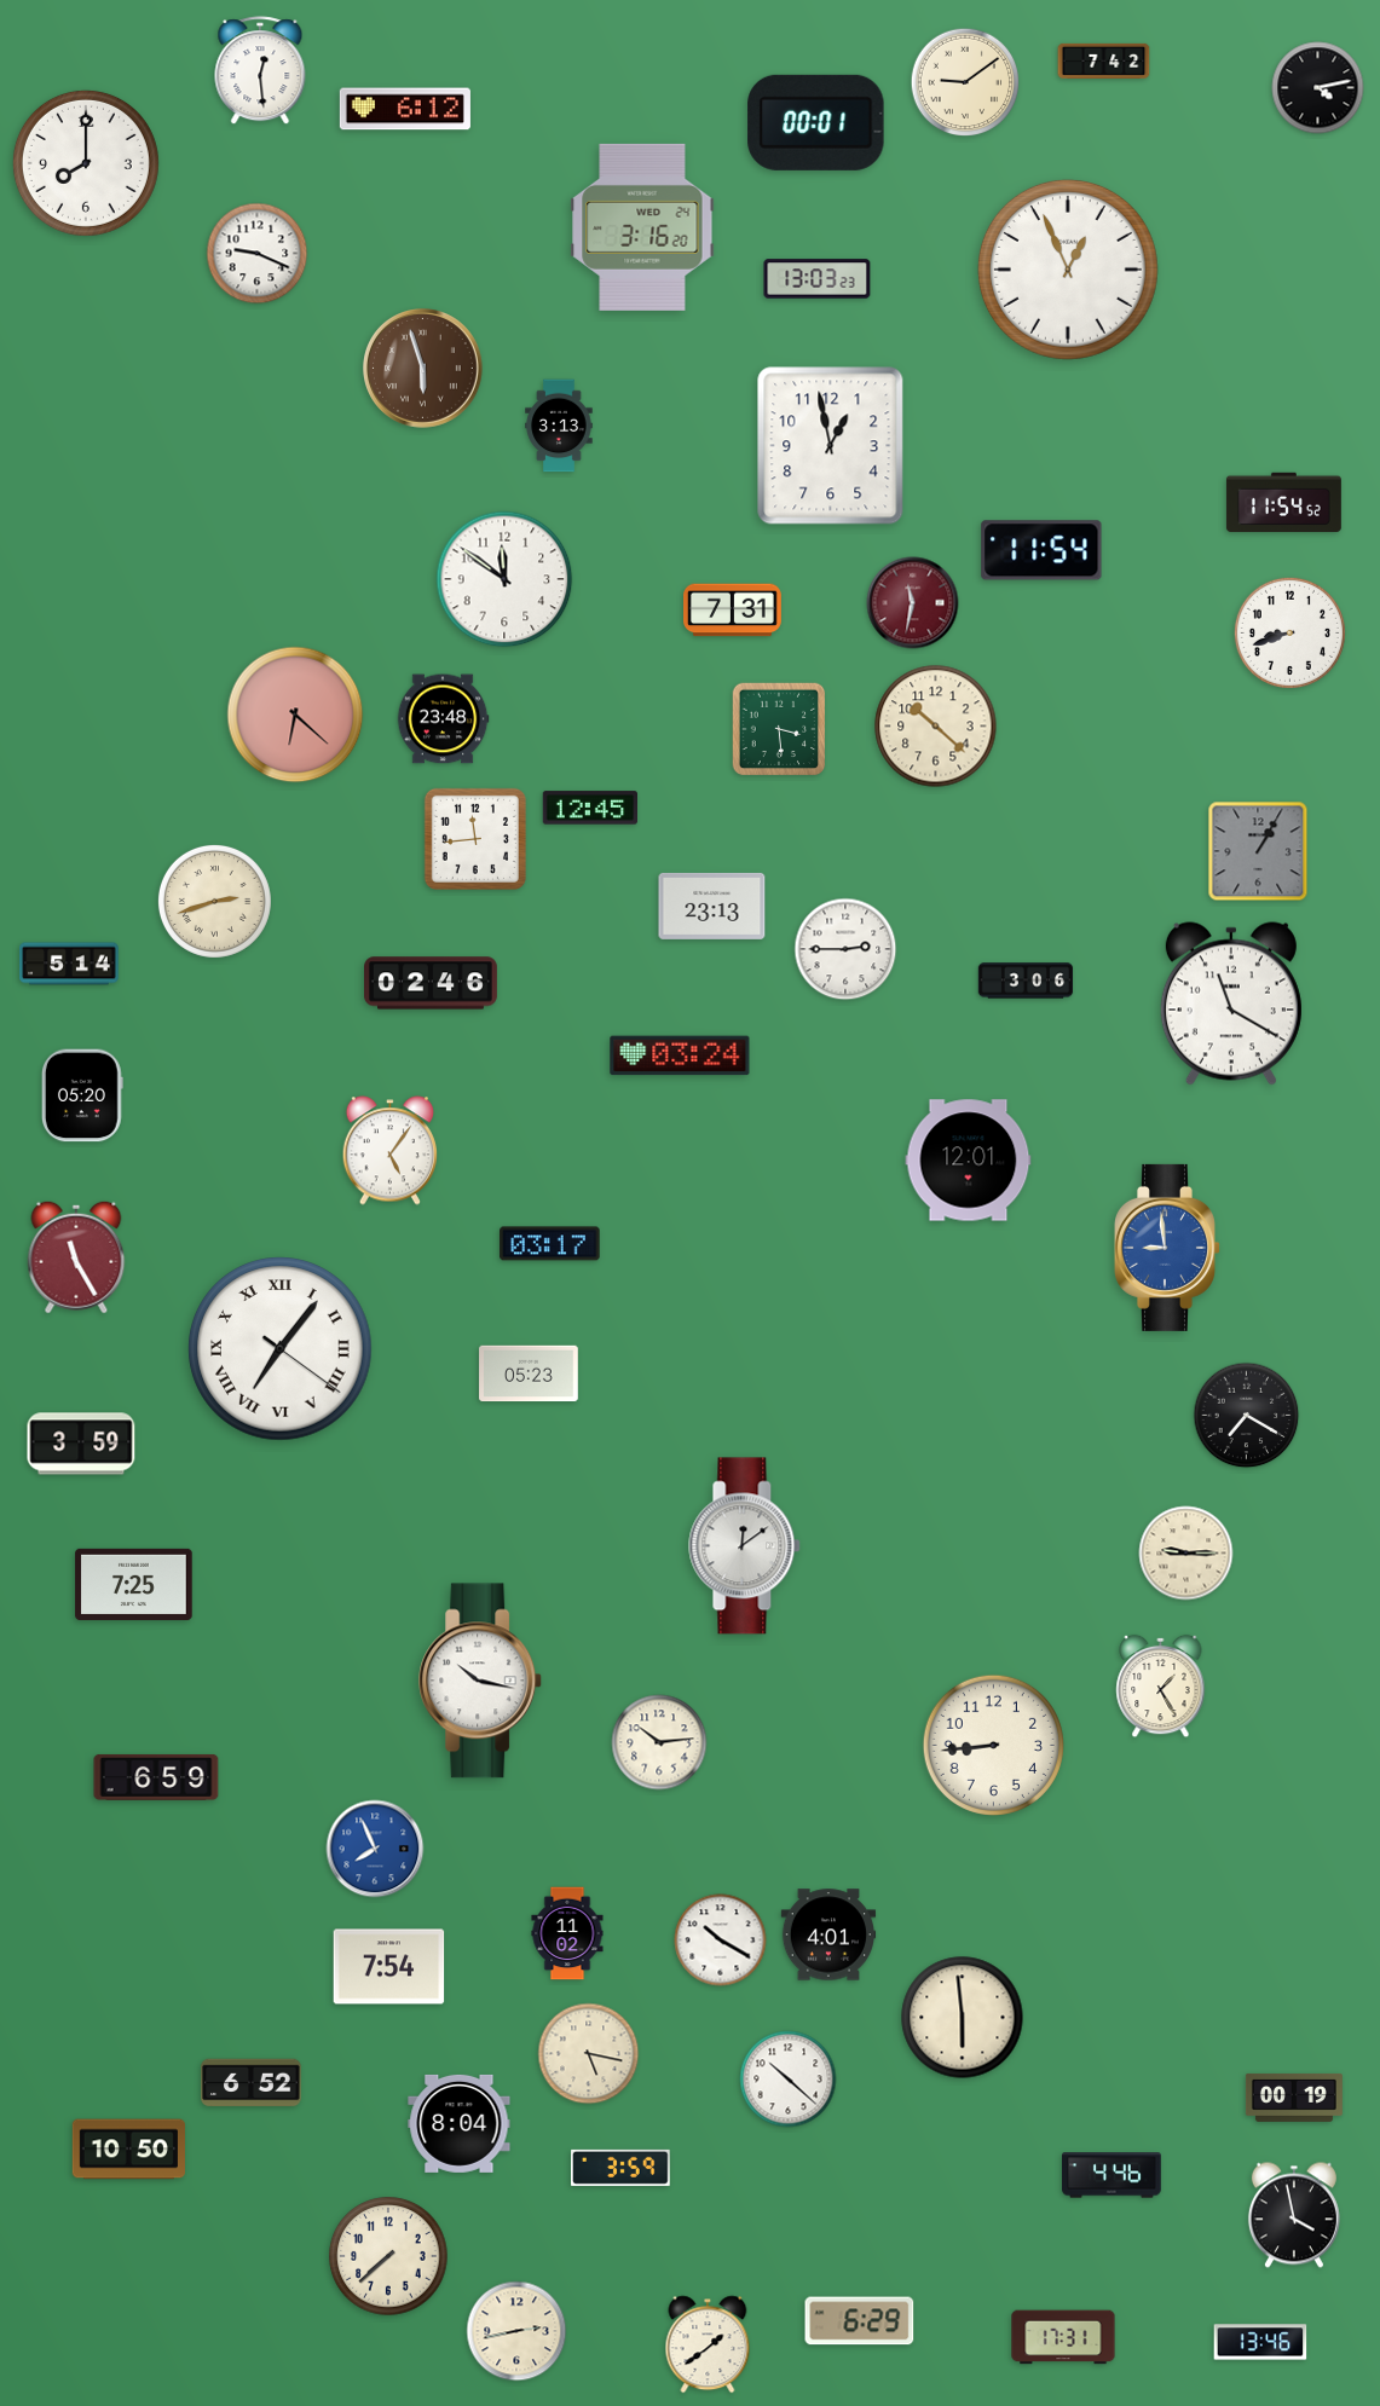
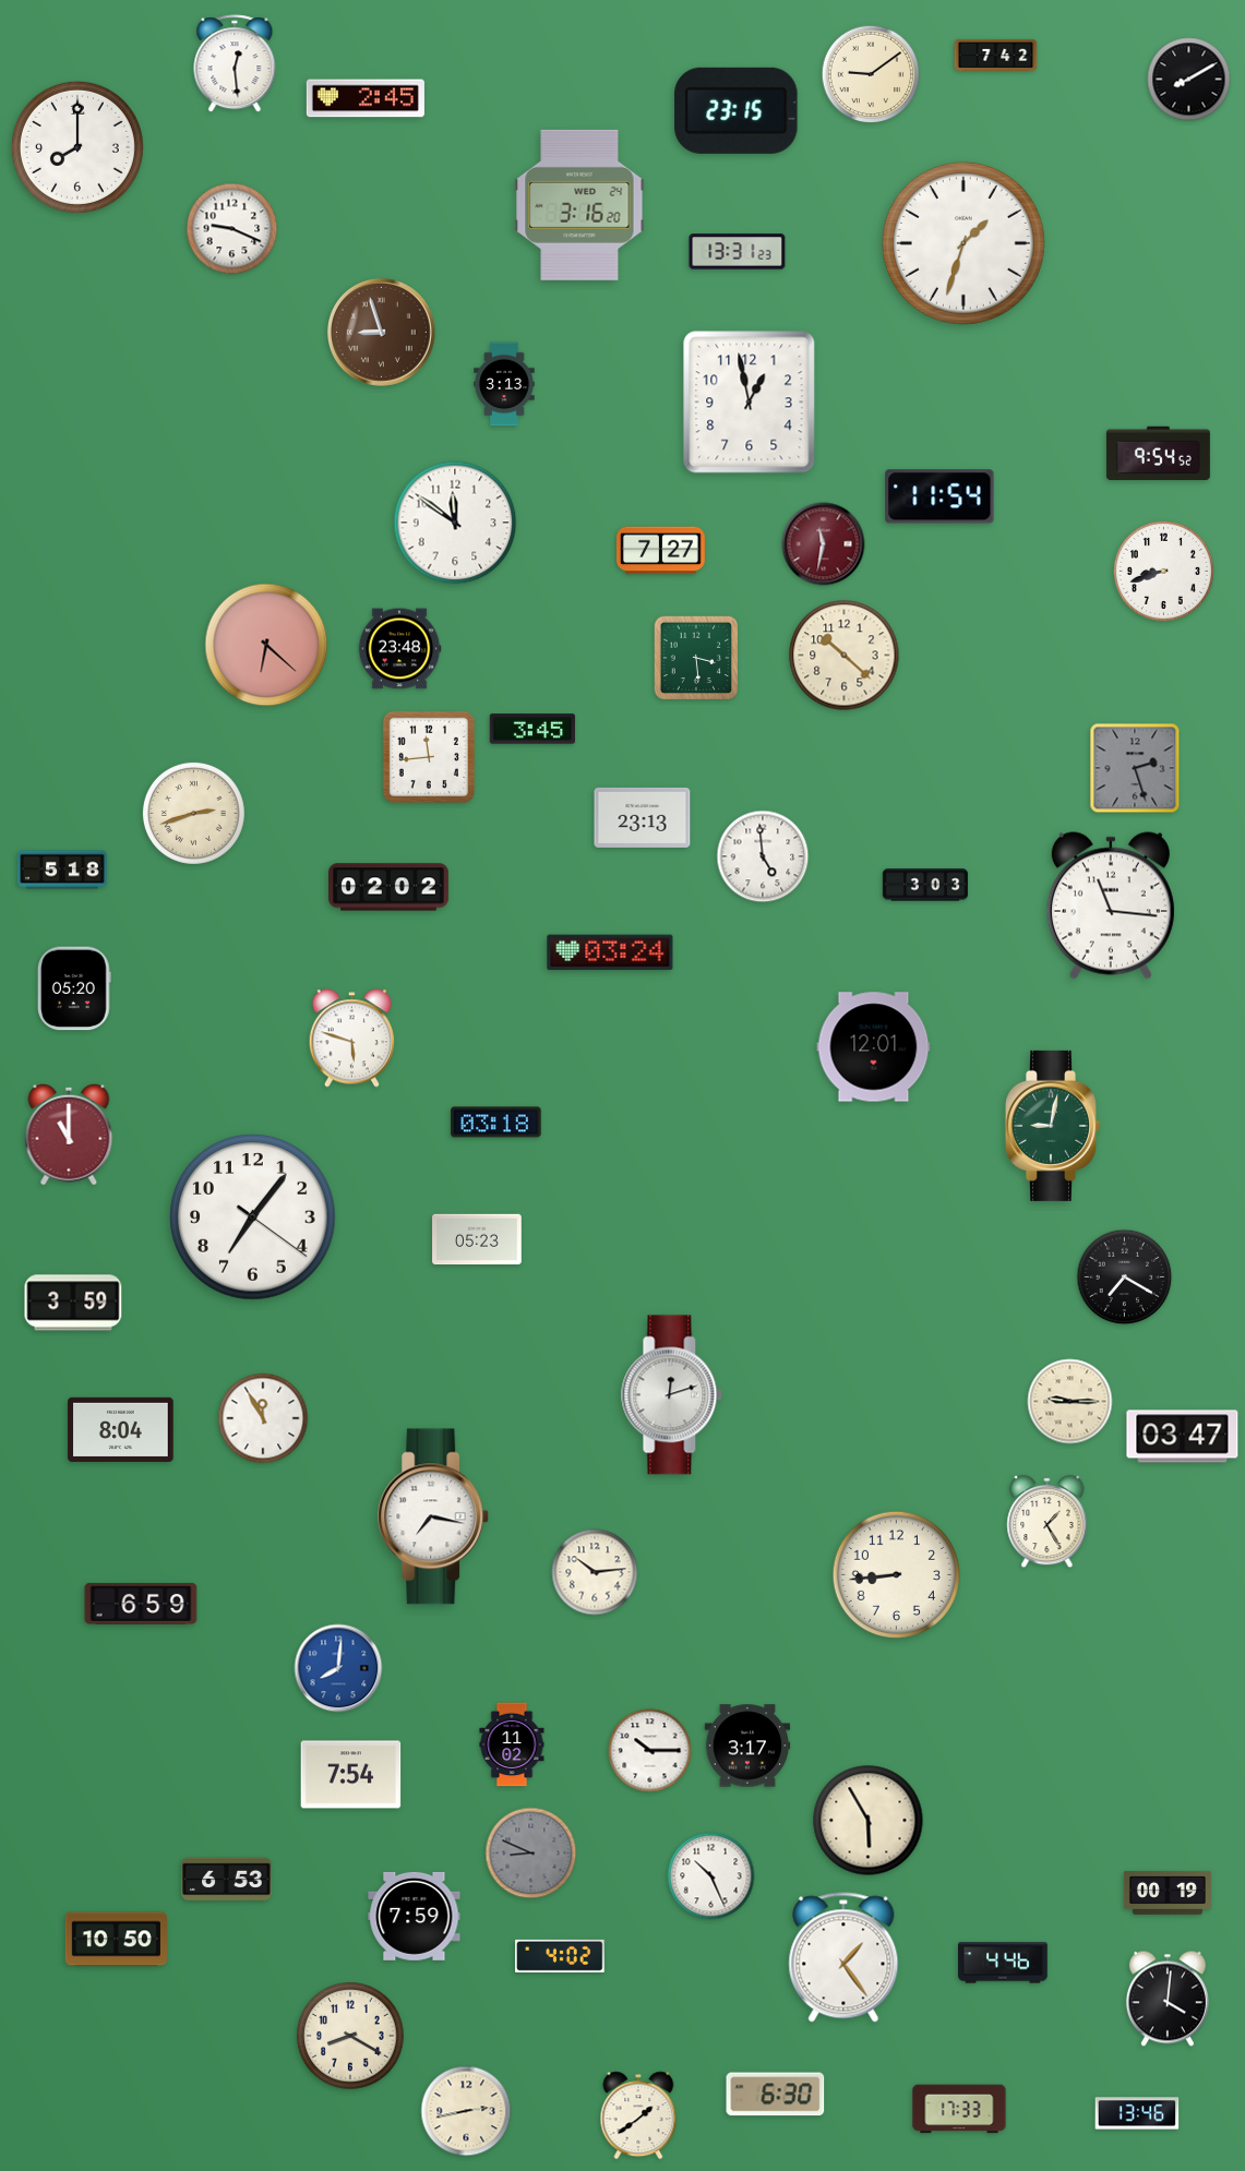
clock at (1318, 88): 4:13 -> 8:10
clock at (405, 109): 6:12 -> 2:45
clock at (816, 122): 00:01 -> 23:15
clock at (1068, 270): 12:56 -> 1:33
clock at (818, 279): 13:03 -> 13:31
clock at (423, 369): 5:57 -> 8:57
clock at (1283, 503): 11:54 -> 9:54
clock at (733, 611): 7:31 -> 7:27
clock at (779, 729) position: (779, 729) -> (696, 658)
clock at (589, 808): 12:45 -> 3:45
clock at (1258, 851): 1:05 -> 2:27
clock at (845, 949): 2:45 -> 4:59
clock at (69, 964): 5:14 -> 5:18
clock at (1026, 981): 3:06 -> 3:03
clock at (432, 983): 02:46 -> 02:02
clock at (1231, 1004): 11:20 -> 11:16
clock at (680, 1055) position: (680, 1055) -> (610, 952)
clock at (391, 1151): 5:06 -> 5:48
clock at (550, 1244): 03:17 -> 03:18
clock at (1168, 1248): 8:59 -> 9:02
clock at (1168, 1248) dial: blue -> green
clock at (76, 1257): 11:25 -> 11:00
clock at (281, 1349) numerals: Roman -> Arabic
clock at (745, 1546): 12:09 -> 12:12
clock at (263, 1418): none -> 11:55
clock at (134, 1584): 7:25 -> 8:04
clock at (1183, 1437): none -> 03:47
clock at (481, 1681): 10:17 -> 7:17
clock at (375, 1849): 7:56 -> 8:01
clock at (828, 1934): 4:01 -> 3:17
clock at (721, 1941): 10:20 -> 10:15
clock at (963, 2018): 5:59 -> 5:55
clock at (589, 2054): 5:17 -> 8:49
clock at (589, 2054) dial: cream -> grey
clock at (789, 2080): 10:22 -> 10:26
clock at (252, 2083): 6:52 -> 6:53
clock at (460, 2123): 8:04 -> 7:59
clock at (620, 2168): 3:59 -> 4:02
clock at (843, 1957): none -> 1:24
clock at (1294, 2215): 3:58 -> 4:01
clock at (388, 2256): 7:38 -> 8:20
clock at (860, 2321): 6:29 -> 6:30
clock at (516, 2331) position: (516, 2331) -> (466, 2111)
clock at (1063, 2337): 17:31 -> 17:33
